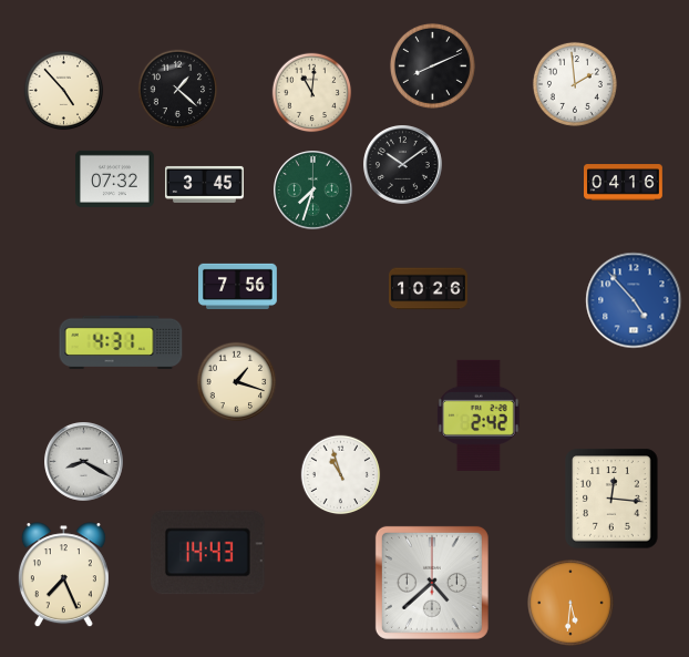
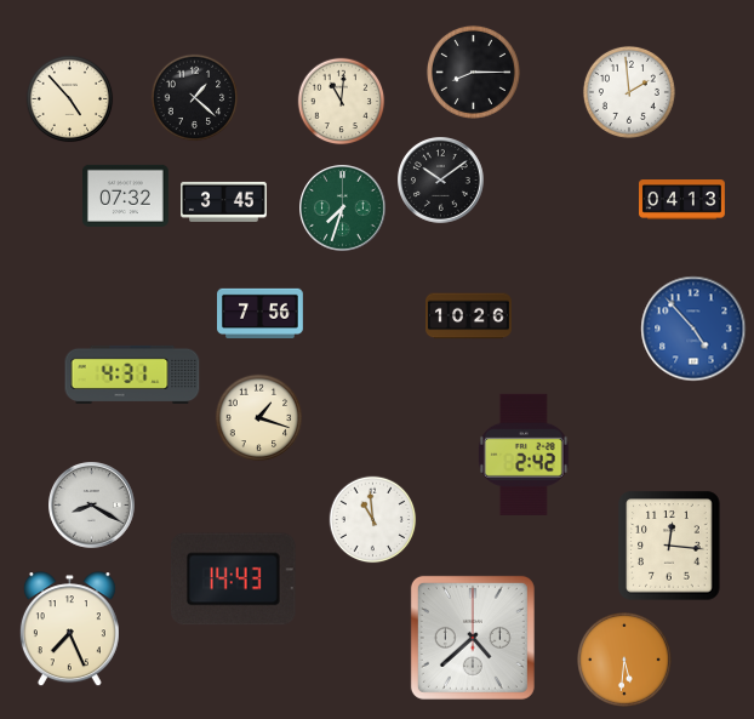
clock at (432, 65): 8:11 -> 8:15
clock at (624, 183): 04:16 -> 04:13
clock at (341, 475): 10:57 -> 10:59
clock at (207, 553) position: (207, 553) -> (233, 580)
